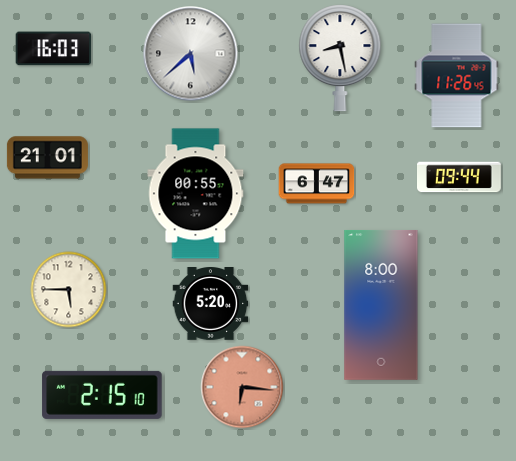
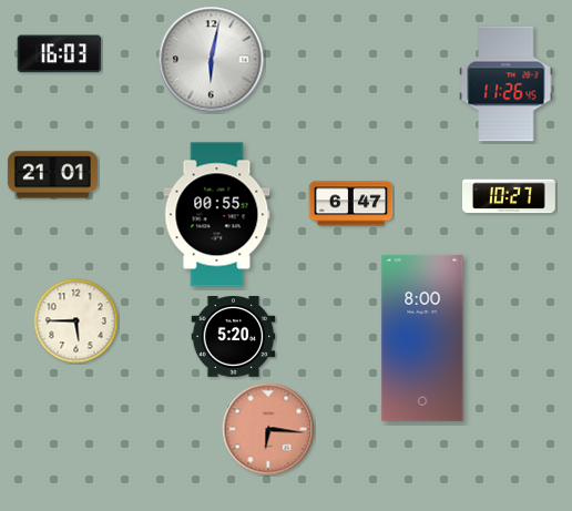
clock at (191, 54): 5:38 -> 6:02
clock at (340, 58): 8:28 -> none
clock at (460, 177): 09:44 -> 10:27
clock at (102, 395): 2:15 -> none
